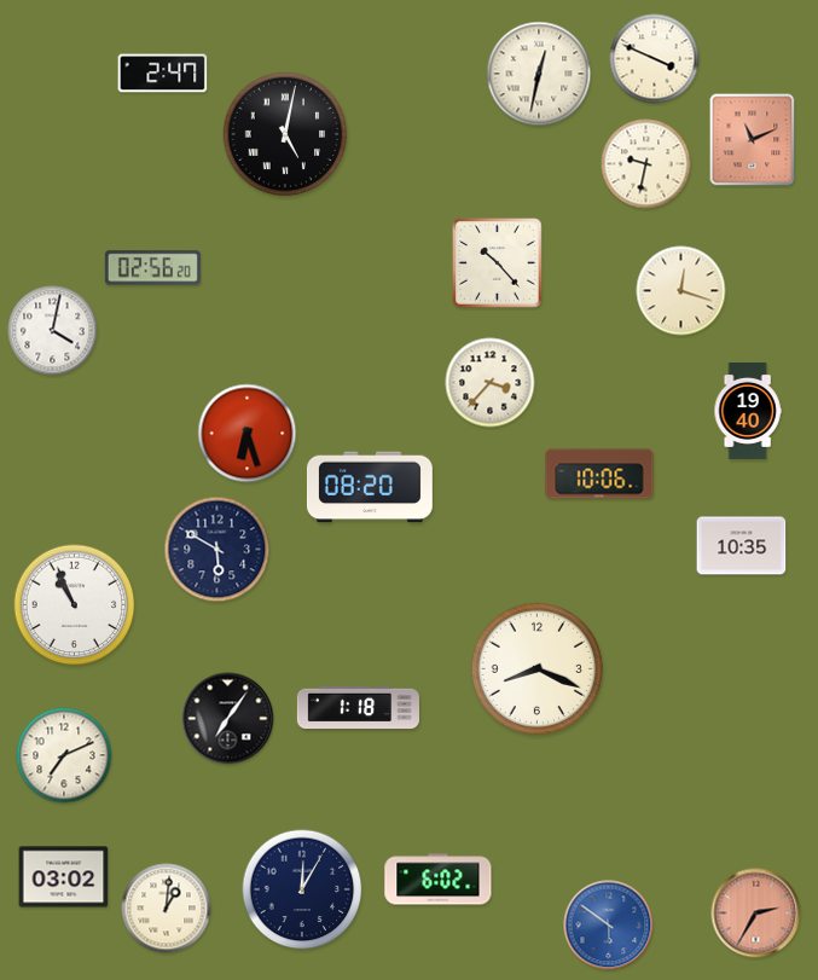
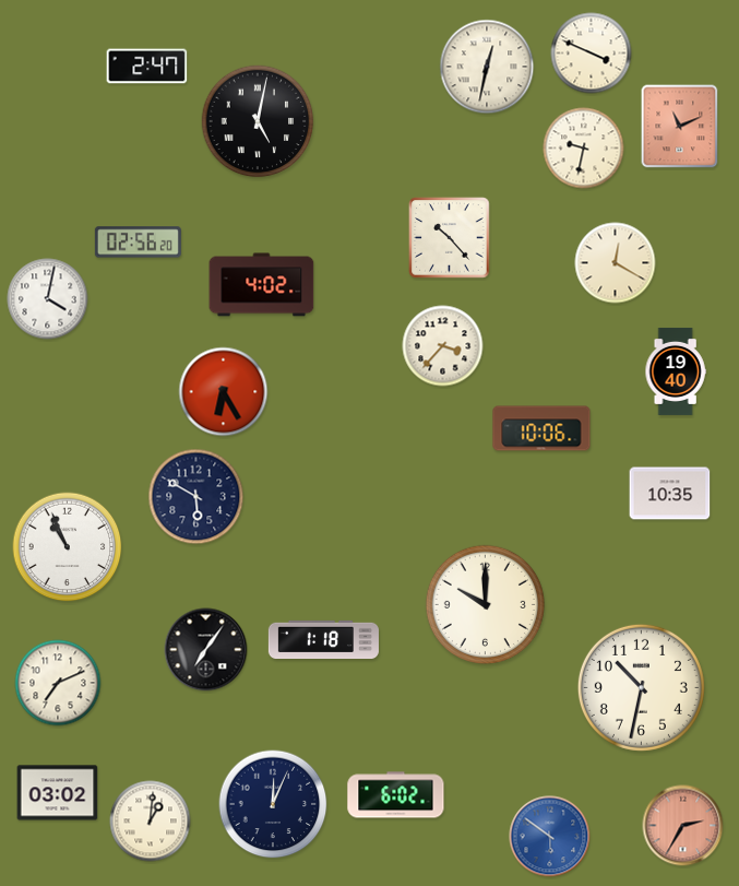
clock at (681, 291): 12:18 -> 12:20
clock at (262, 285): none -> 4:02
clock at (248, 434): 6:27 -> 6:25
clock at (370, 487): 08:20 -> none
clock at (536, 668): 8:19 -> 10:00
clock at (641, 687): none -> 10:32
clock at (302, 889): 12:05 -> 12:04
